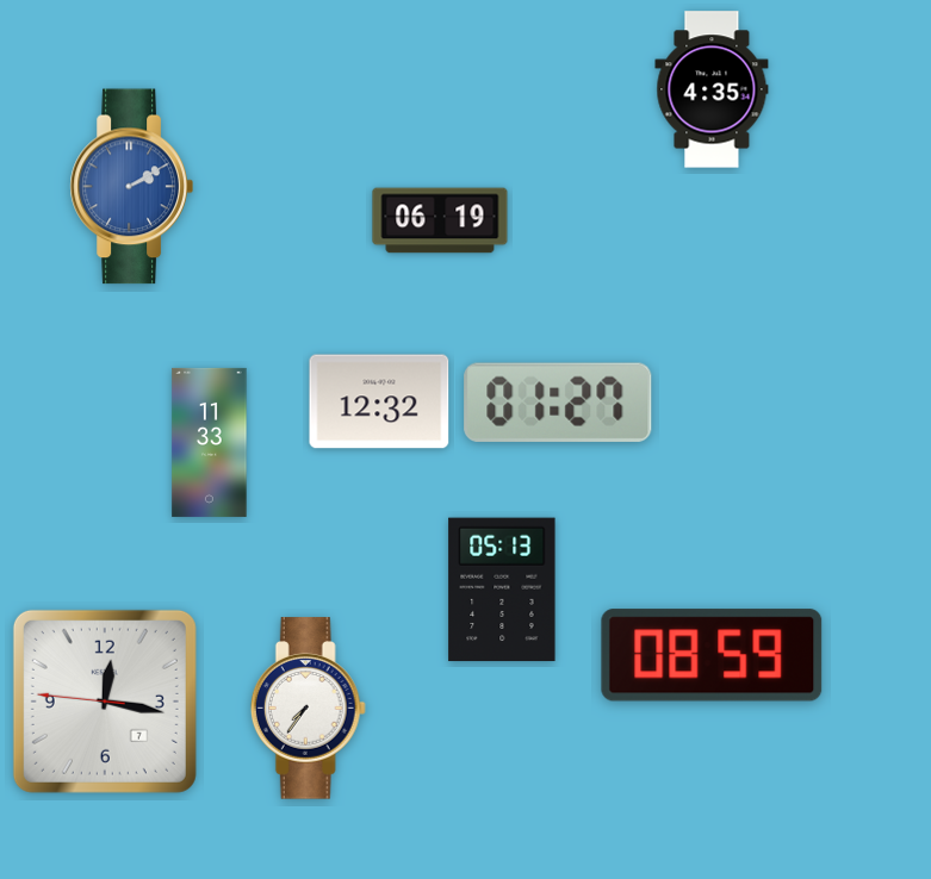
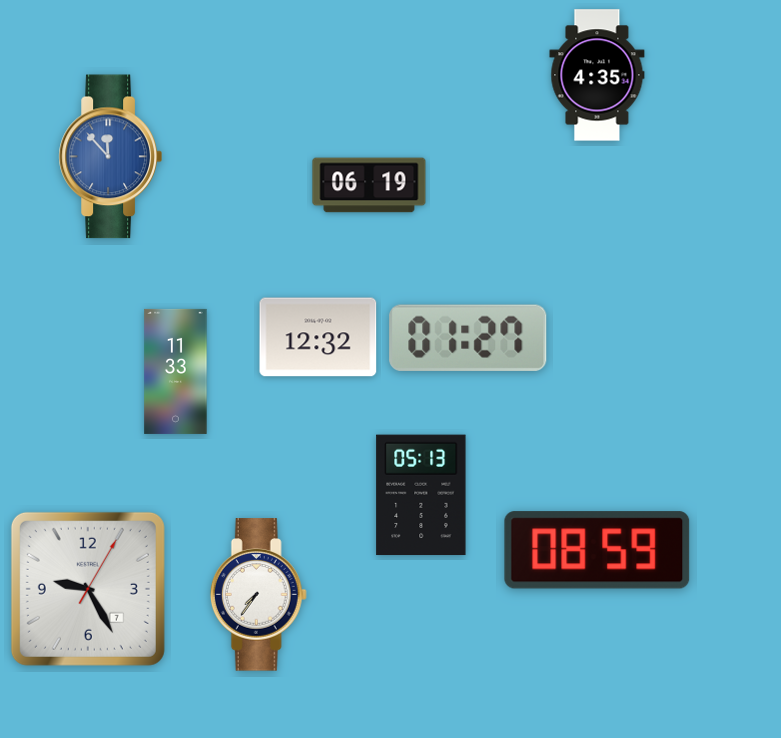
clock at (131, 187): 2:10 -> 11:53
clock at (105, 702): 12:16 -> 9:25
